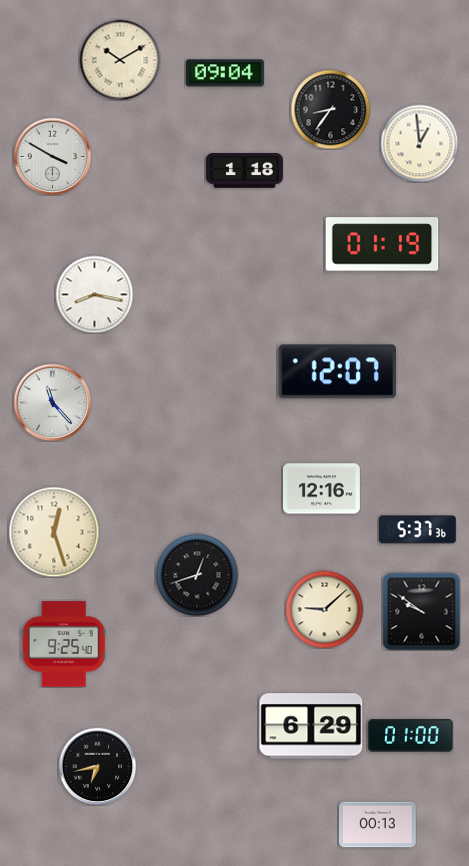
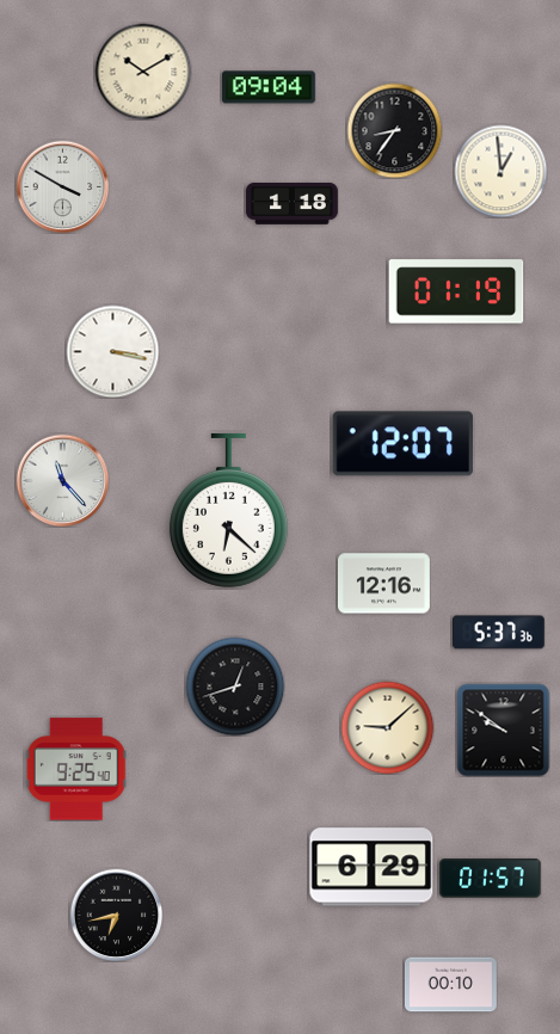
clock at (94, 294): 8:17 -> 3:17
clock at (228, 510): none -> 6:22
clock at (54, 532): 12:27 -> none
clock at (411, 736): 01:00 -> 01:57
clock at (377, 825): 00:13 -> 00:10
